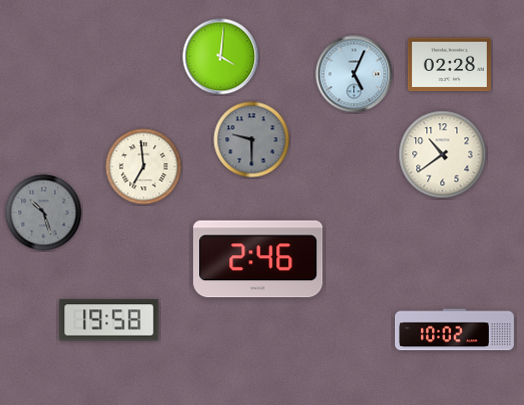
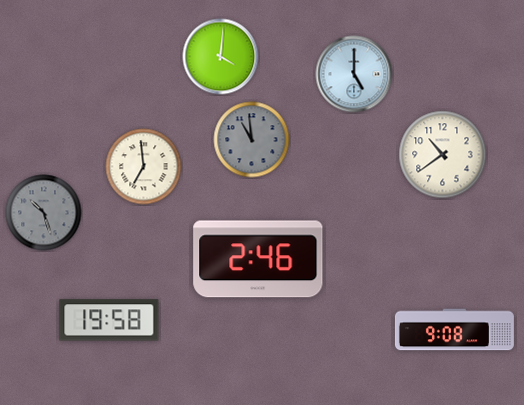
clock at (449, 65): 02:28 -> none
clock at (354, 74): 5:04 -> 5:00
clock at (252, 140): 9:30 -> 10:59
clock at (454, 330): 10:02 -> 9:08
